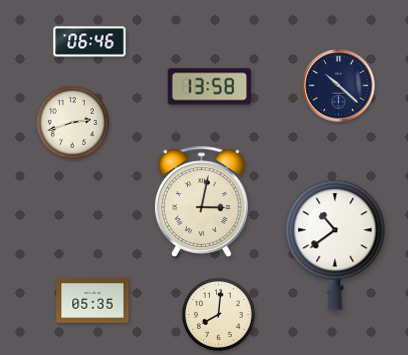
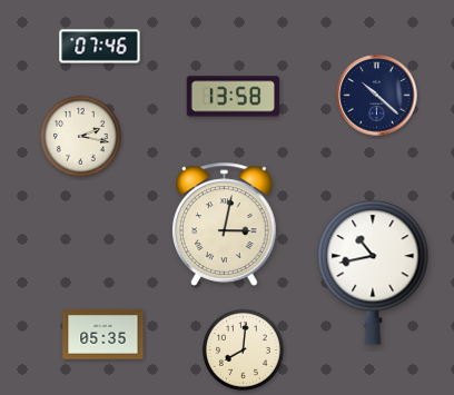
clock at (90, 42): 06:46 -> 07:46
clock at (72, 122): 2:42 -> 2:17
clock at (335, 245): 10:39 -> 10:43
